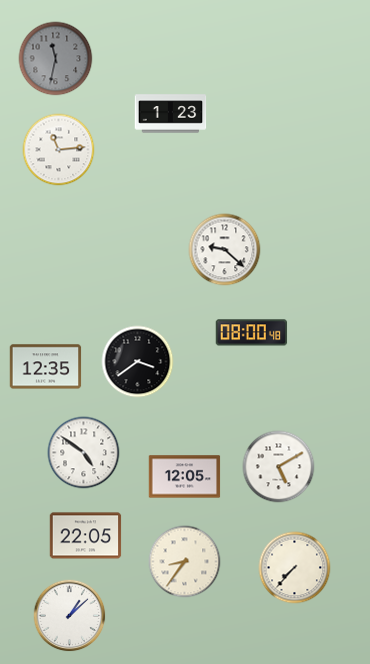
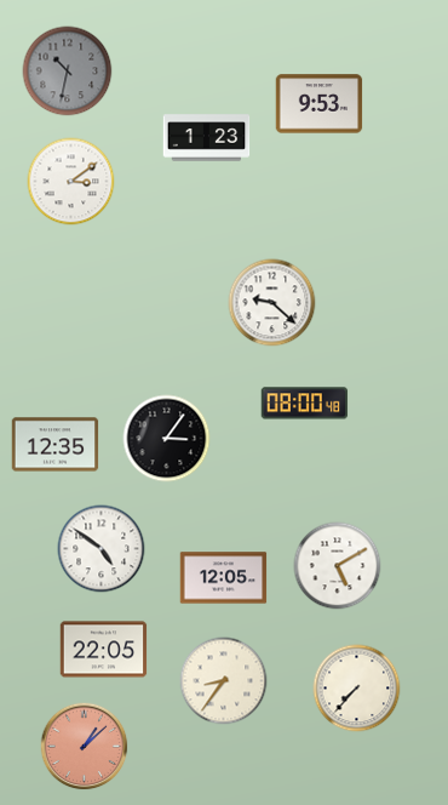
clock at (56, 59): 11:32 -> 10:32
clock at (320, 104): none -> 9:53
clock at (59, 150): 11:14 -> 3:09
clock at (138, 362): 3:39 -> 3:06
clock at (70, 616) dial: white -> salmon
